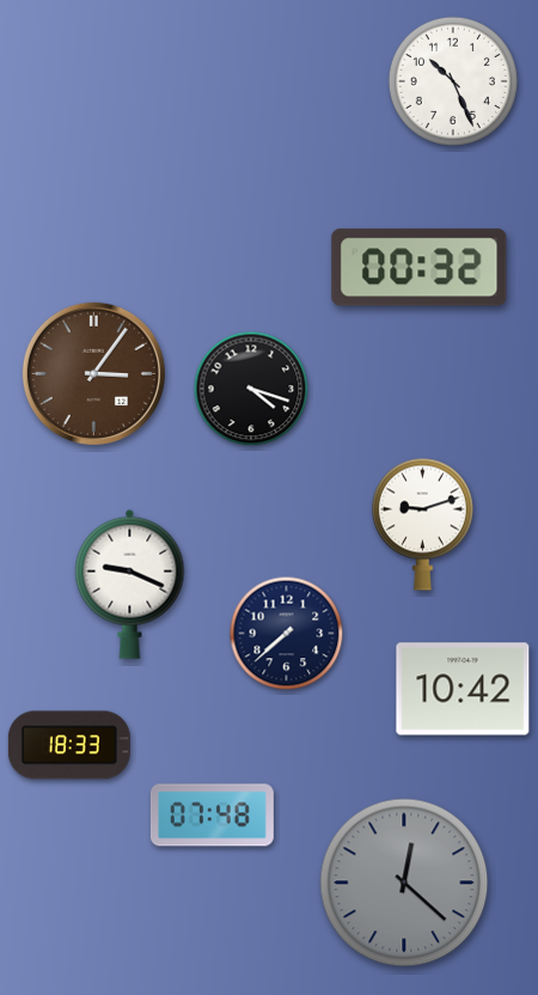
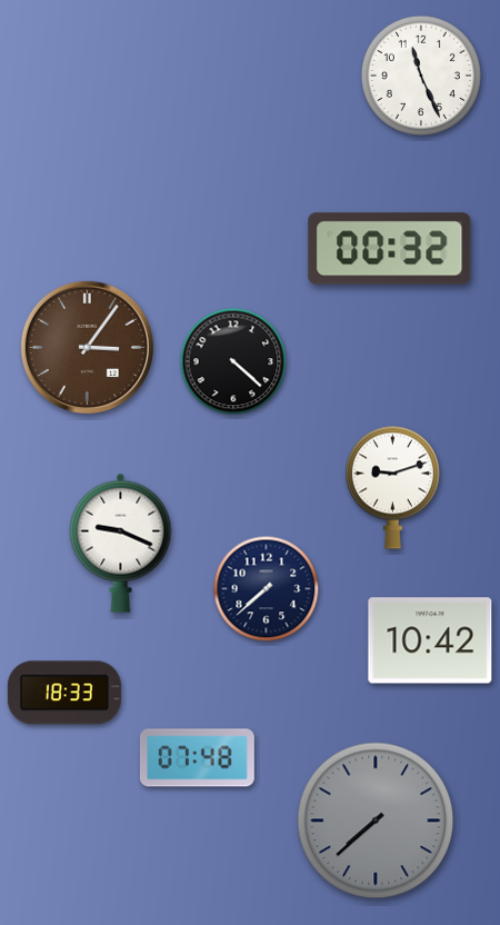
clock at (453, 81): 10:26 -> 11:26
clock at (251, 389): 4:18 -> 4:22
clock at (404, 883): 12:22 -> 7:38
